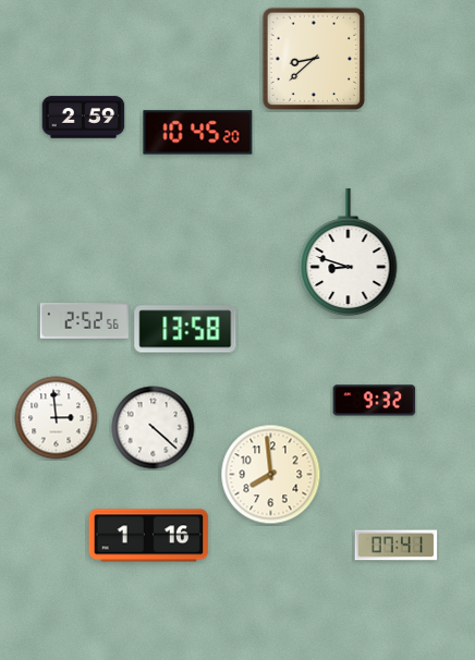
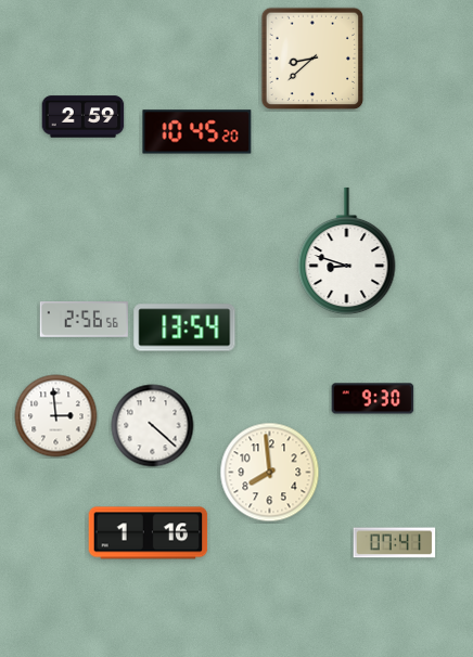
clock at (84, 321): 2:52 -> 2:56
clock at (185, 329): 13:58 -> 13:54
clock at (375, 401): 9:32 -> 9:30
